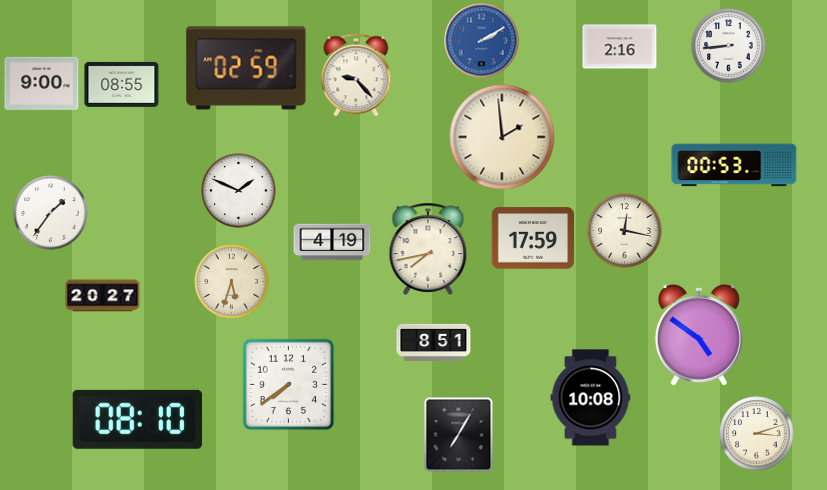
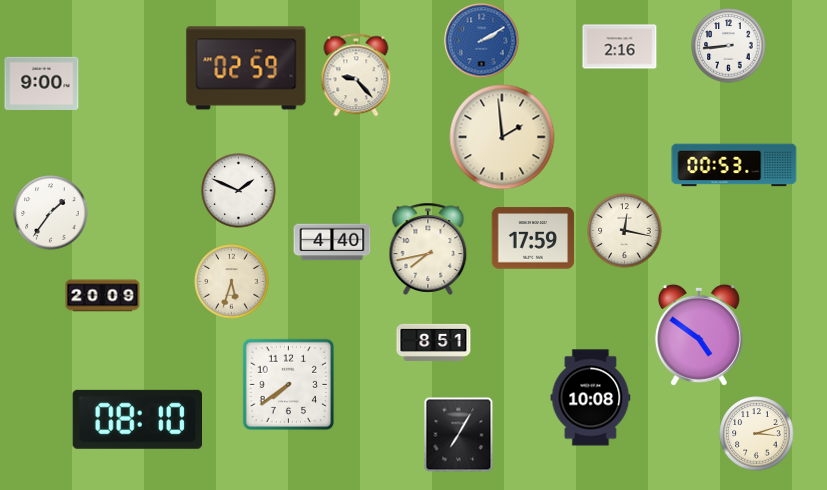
clock at (122, 84): 08:55 -> none
clock at (332, 242): 4:19 -> 4:40
clock at (103, 296): 20:27 -> 20:09
